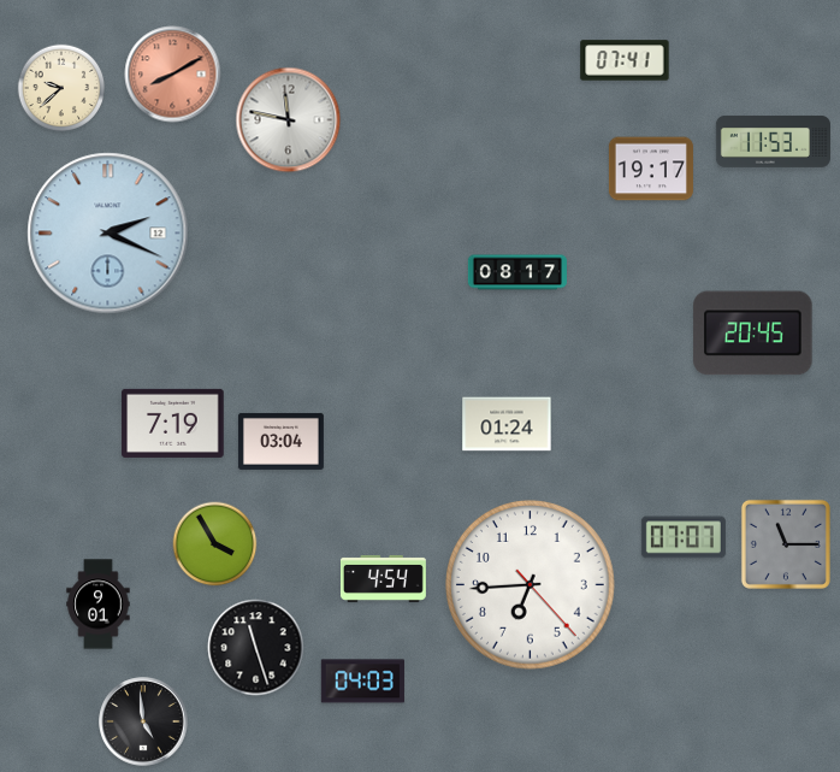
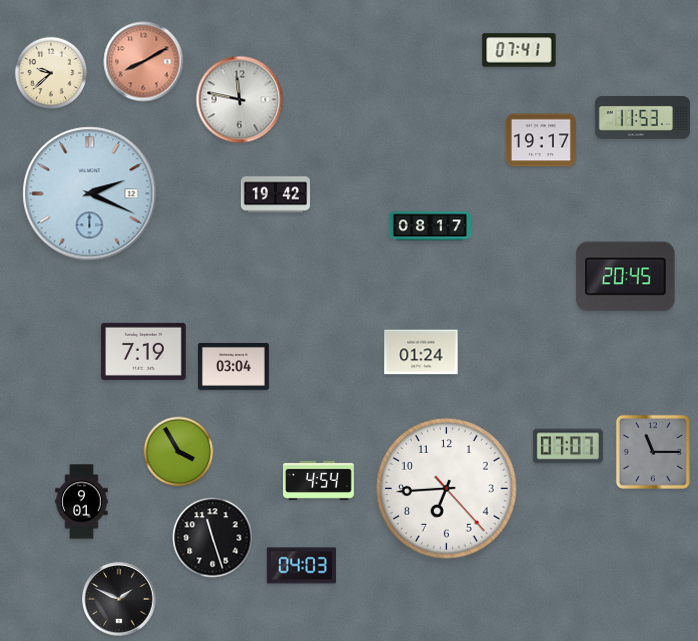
clock at (275, 195): none -> 19:42
clock at (530, 584) position: (530, 584) -> (446, 488)
clock at (143, 721): 4:59 -> 1:49
